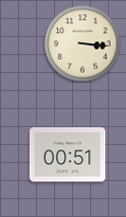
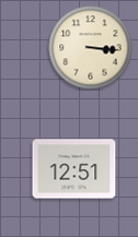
clock at (68, 155): 00:51 -> 12:51
